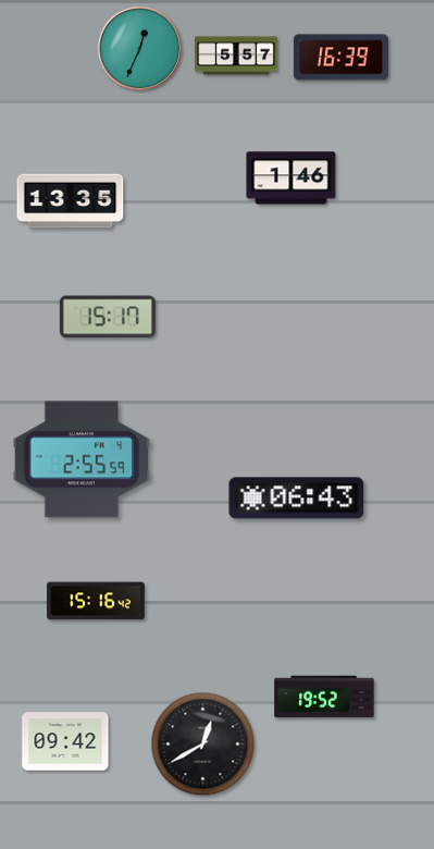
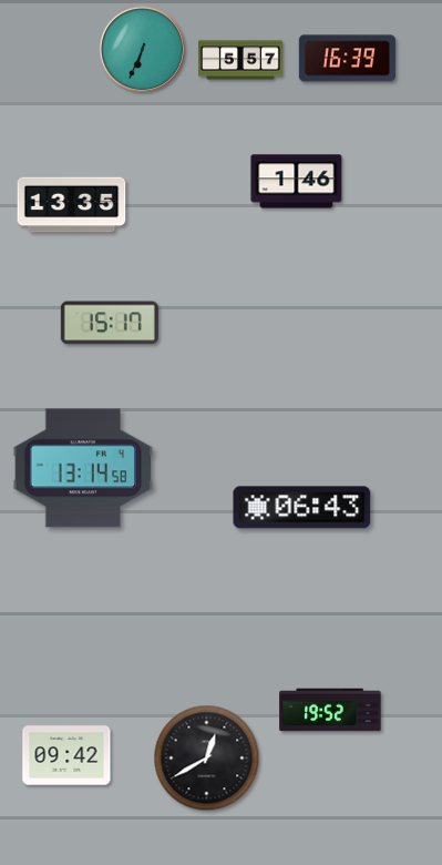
clock at (139, 48): 12:34 -> 6:34
clock at (236, 56) position: (236, 56) -> (240, 60)
clock at (82, 459): 2:55 -> 13:14
clock at (97, 601): 15:16 -> none
